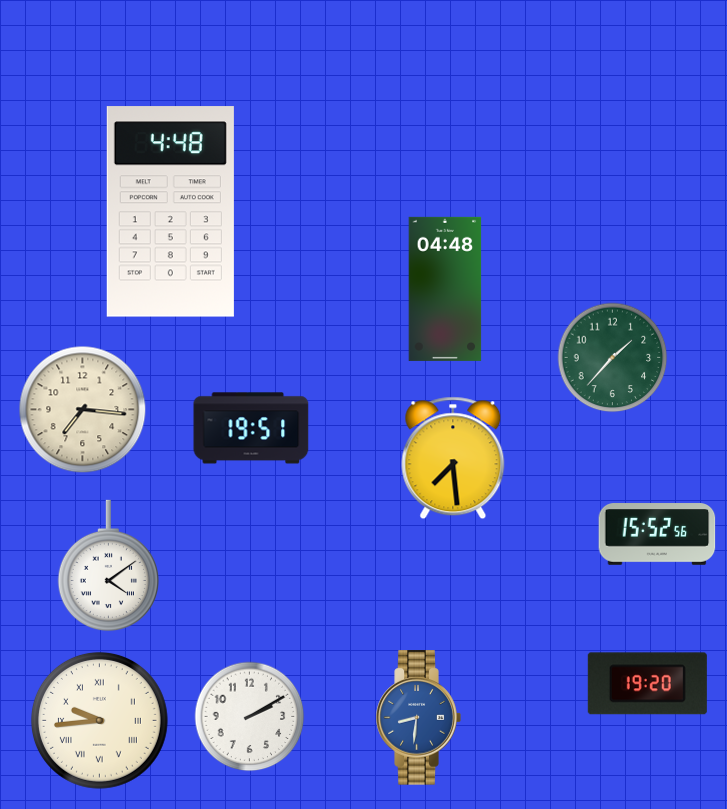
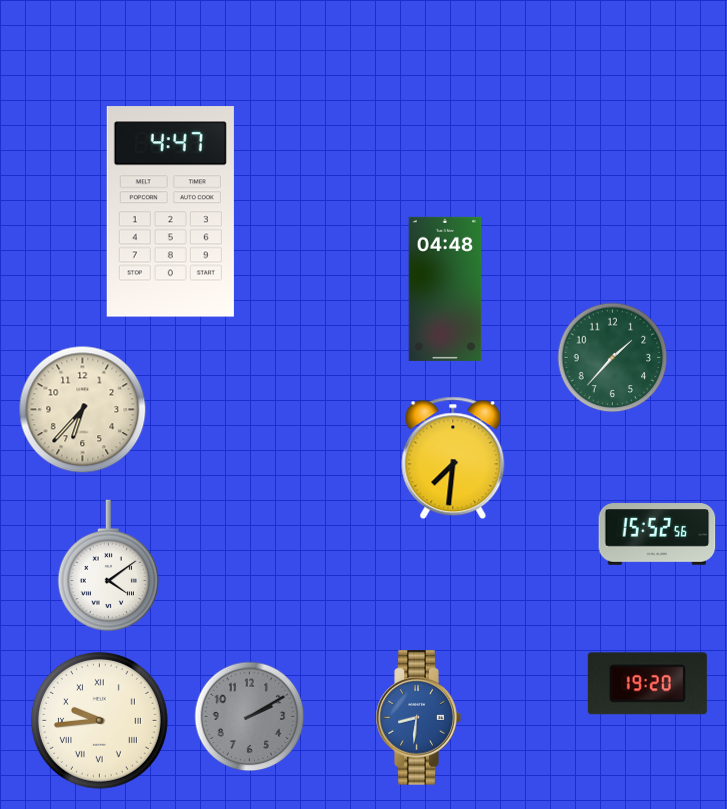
clock at (170, 212): 4:48 -> 4:47
clock at (83, 410): 7:16 -> 6:37
clock at (251, 428): 19:51 -> none
clock at (453, 458): 7:29 -> 7:31
clock at (250, 717) dial: white -> grey
